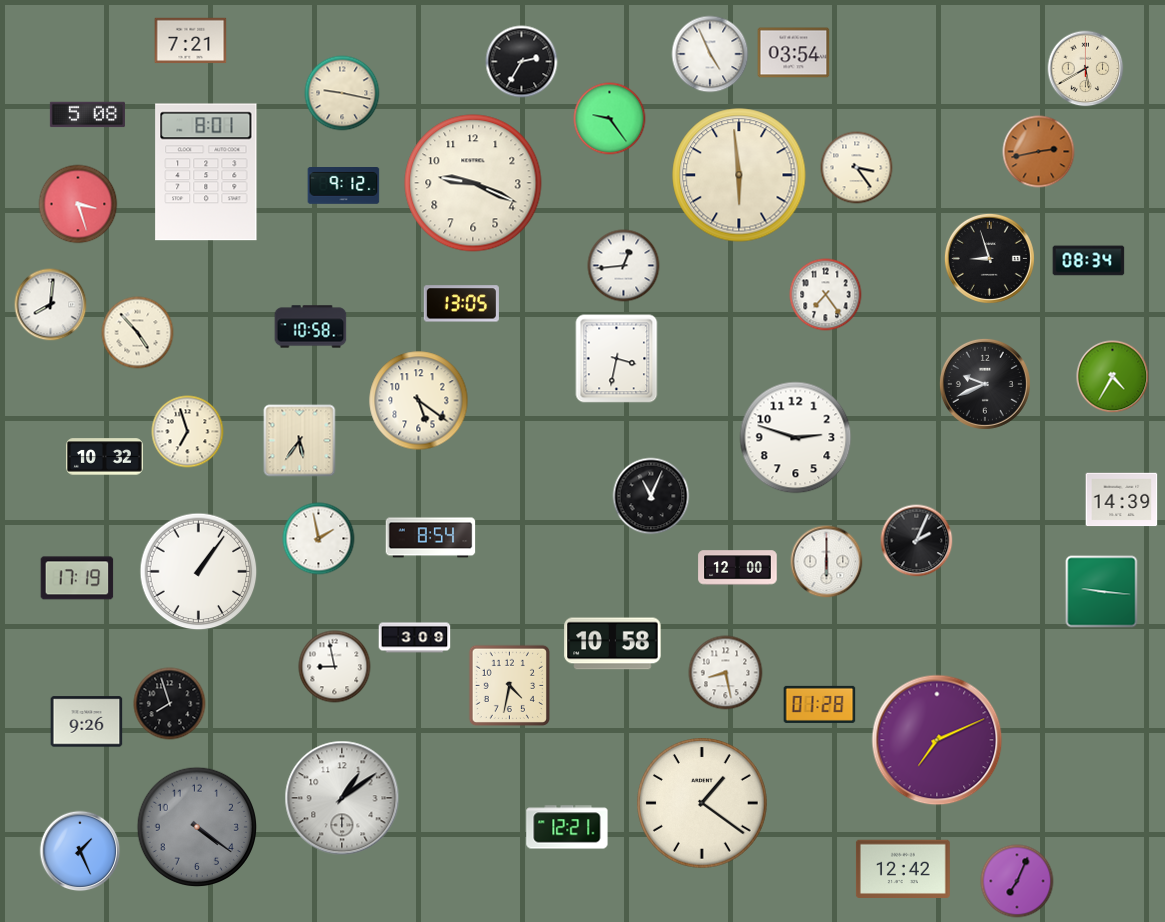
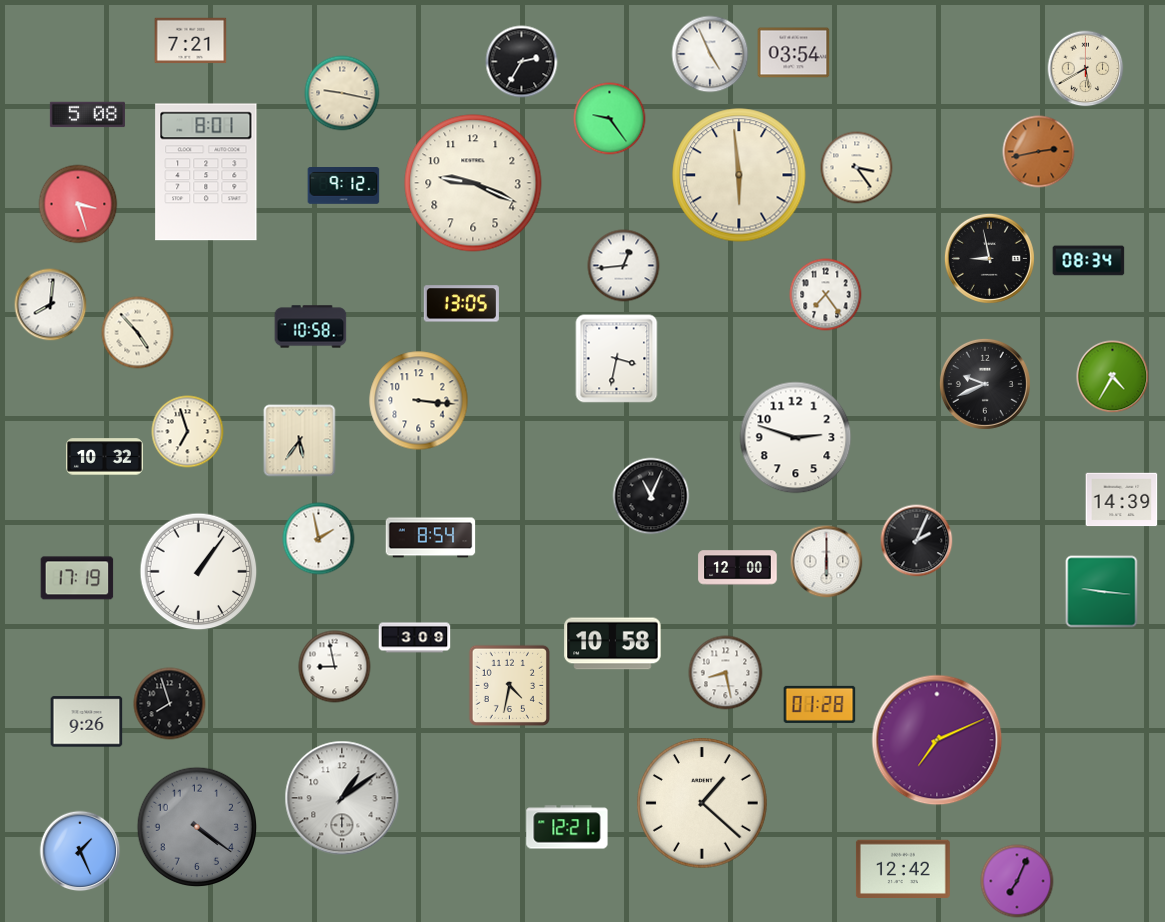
clock at (989, 258): 8:57 -> 8:58
clock at (419, 401): 5:21 -> 3:16
clock at (702, 803): 1:21 -> 1:22
